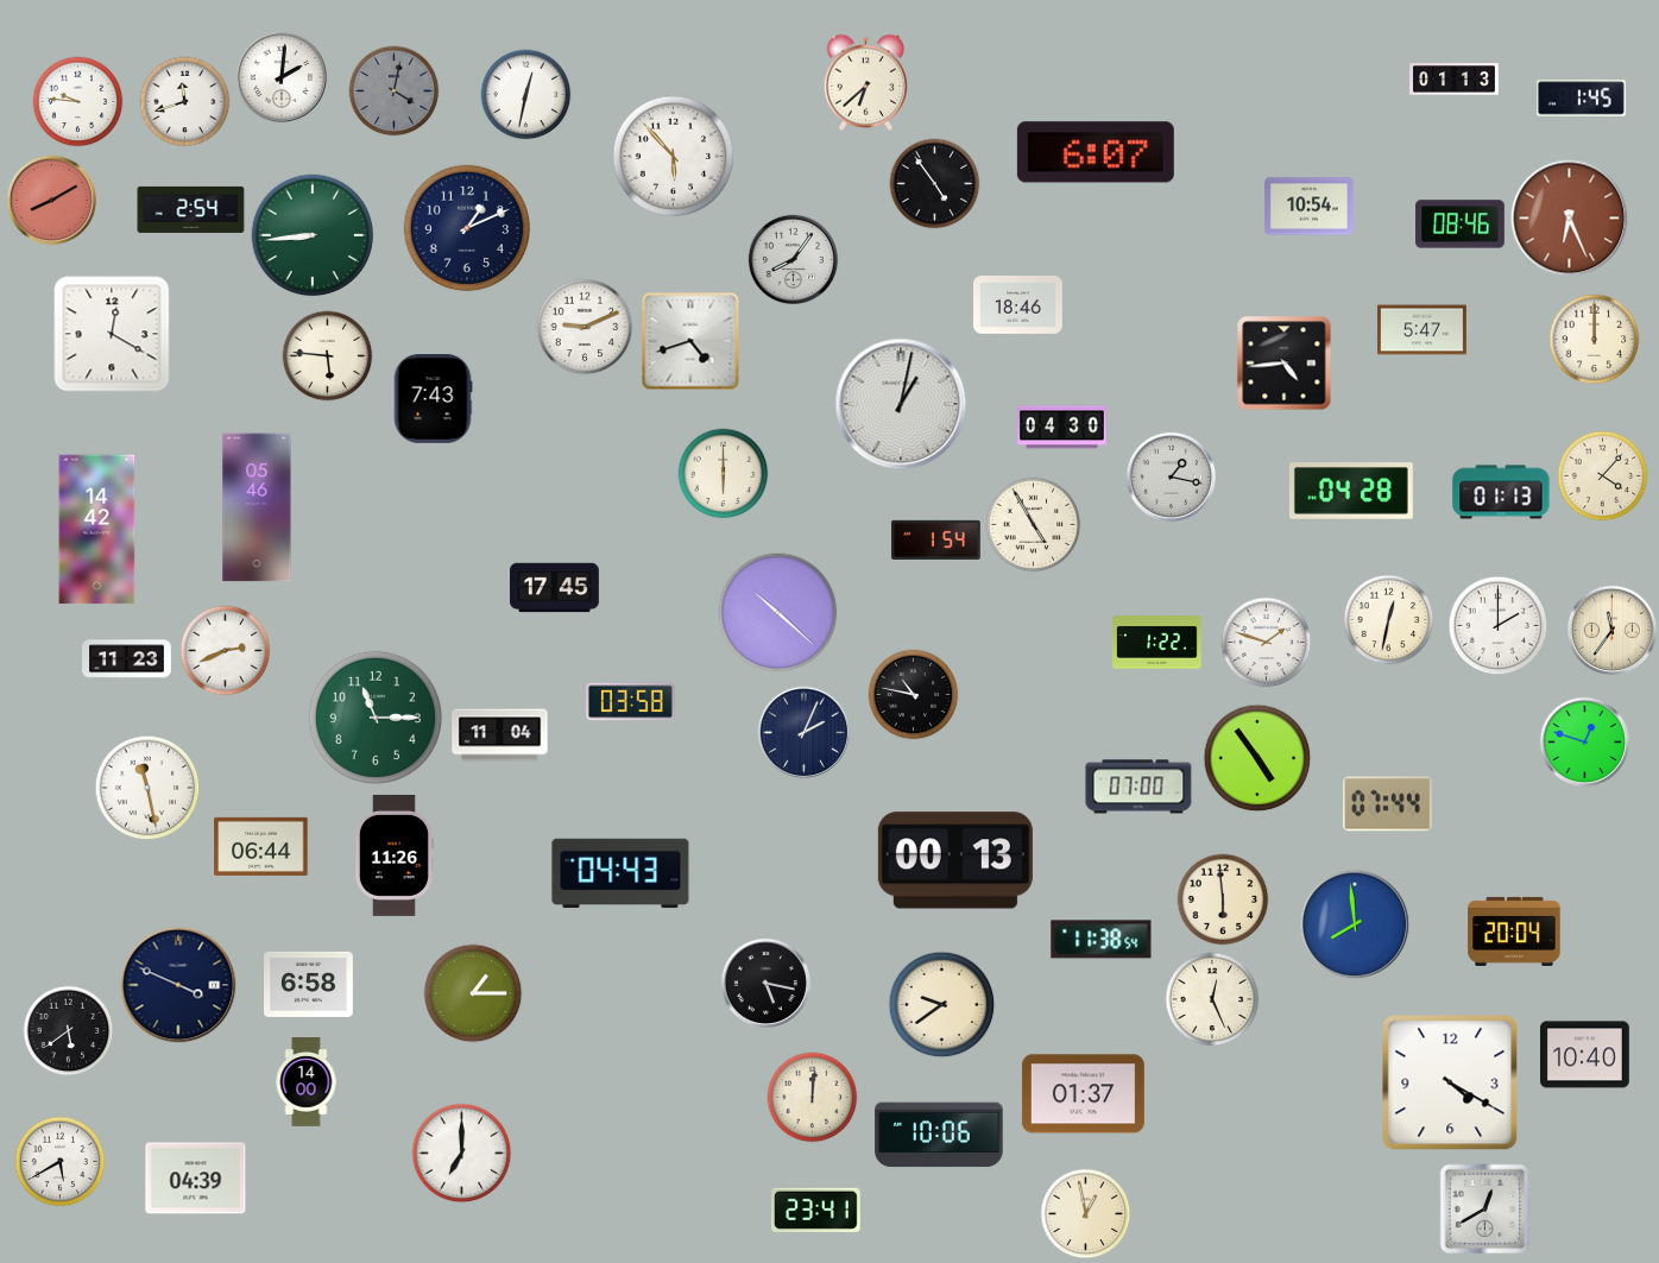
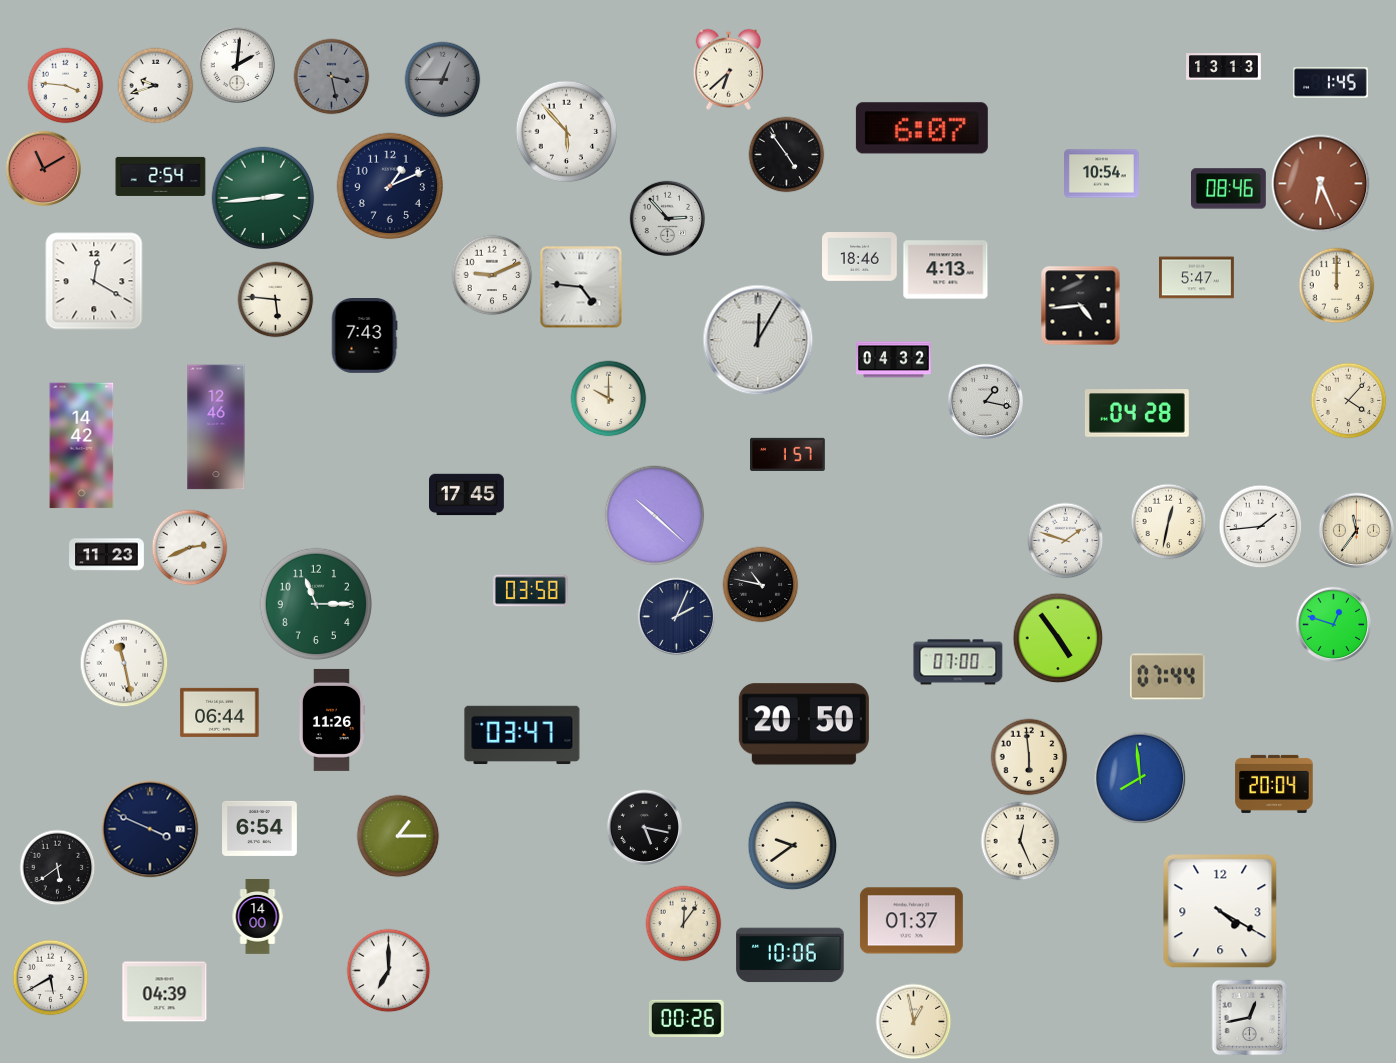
clock at (1455, 80): 01:13 -> 13:13
clock at (395, 91): 4:02 -> 3:28
clock at (526, 95): 12:32 -> 12:45
clock at (526, 95) dial: white -> grey
clock at (78, 102): 9:46 -> 3:46
clock at (185, 102): 11:42 -> 9:42
clock at (51, 200): 8:10 -> 11:10
clock at (467, 228) position: (467, 228) -> (390, 186)
clock at (313, 235): 8:44 -> 2:44
clock at (793, 259): 8:06 -> 2:53
clock at (1018, 305) position: (1018, 305) -> (860, 257)
clock at (946, 270): none -> 4:13
clock at (1595, 340) position: (1595, 340) -> (1337, 286)
clock at (690, 341): 4:42 -> 4:46
clock at (901, 404): 1:02 -> 12:05
clock at (1062, 428): 04:30 -> 04:32
clock at (724, 474): 6:00 -> 10:00
clock at (1501, 492): 01:13 -> none
clock at (257, 507): 05:46 -> 12:46
clock at (1034, 525): 4:55 -> none
clock at (936, 539): 1:54 -> 1:57
clock at (1499, 626): 2:00 -> 1:44
clock at (1157, 643): 1:22 -> none
clock at (914, 695) position: (914, 695) -> (761, 585)
clock at (500, 735): 11:04 -> none
clock at (955, 860): 00:13 -> 20:50
clock at (620, 873): 04:43 -> 03:47
clock at (1102, 940): 11:38 -> none
clock at (309, 984): 6:58 -> 6:54
clock at (1585, 1055): 10:40 -> none
clock at (307, 1082) position: (307, 1082) -> (258, 917)
clock at (813, 1098): 12:01 -> 12:06
clock at (815, 1210): 23:41 -> 00:26
clock at (1485, 1210): 12:40 -> 12:43
